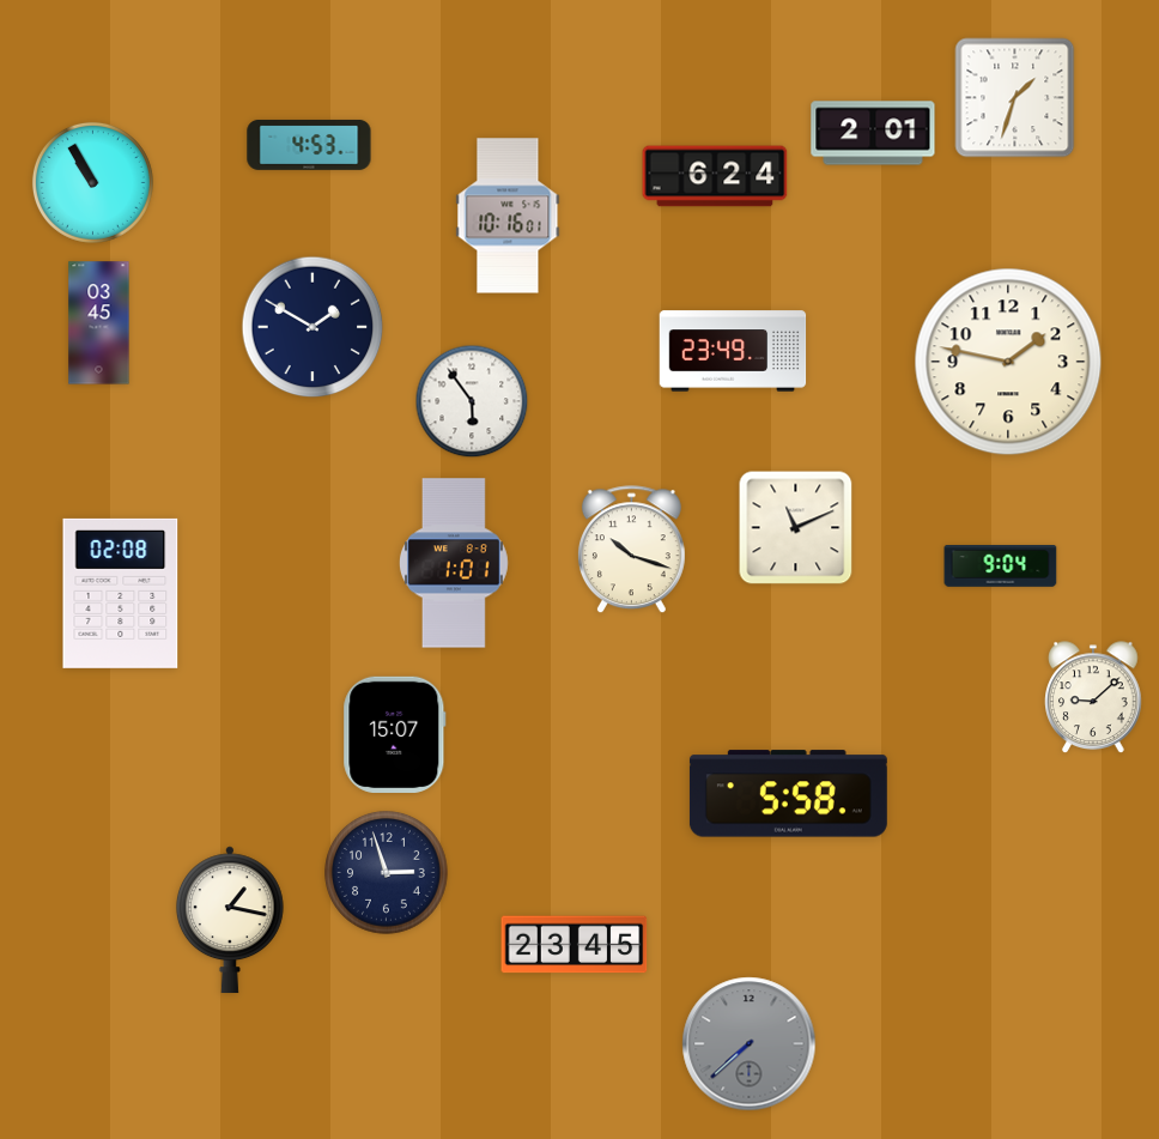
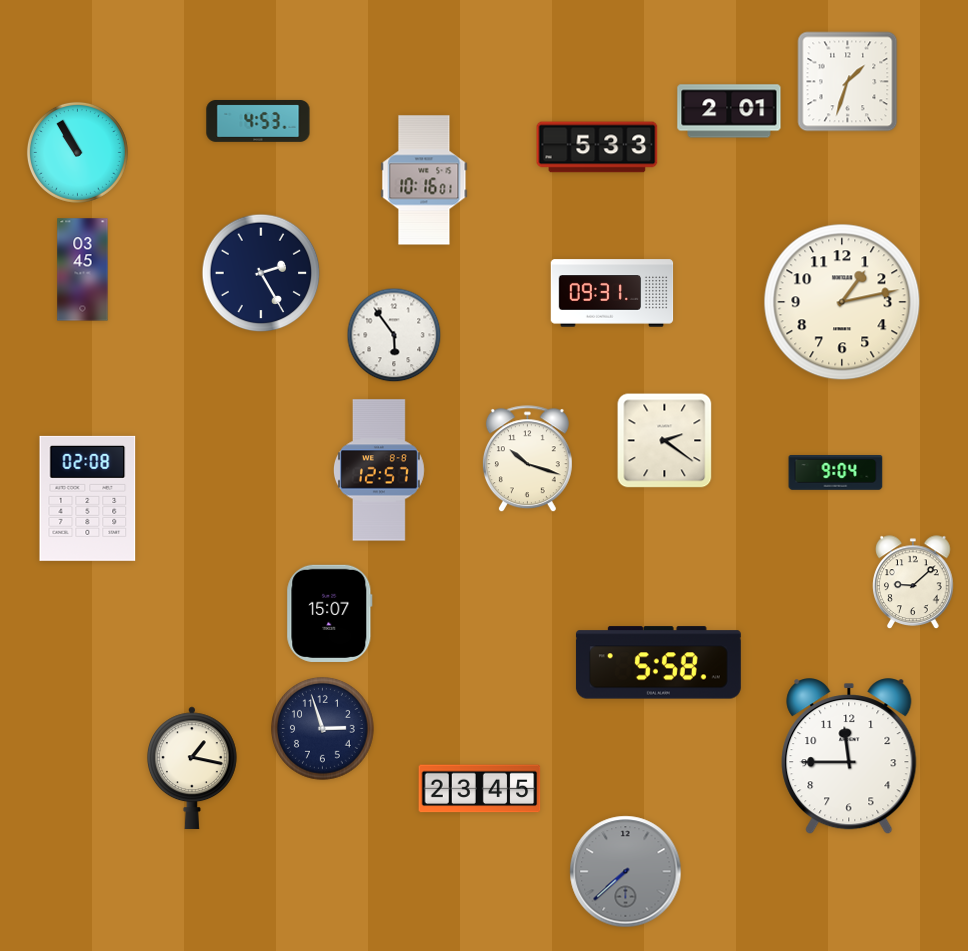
clock at (715, 176): 6:24 -> 5:33
clock at (312, 327): 1:50 -> 2:25
clock at (733, 351): 23:49 -> 09:31
clock at (1008, 362): 1:47 -> 1:13
clock at (796, 528): 11:11 -> 2:21
clock at (454, 563): 1:01 -> 12:57
clock at (121, 593) position: (121, 593) -> (88, 498)
clock at (849, 757): none -> 11:45
